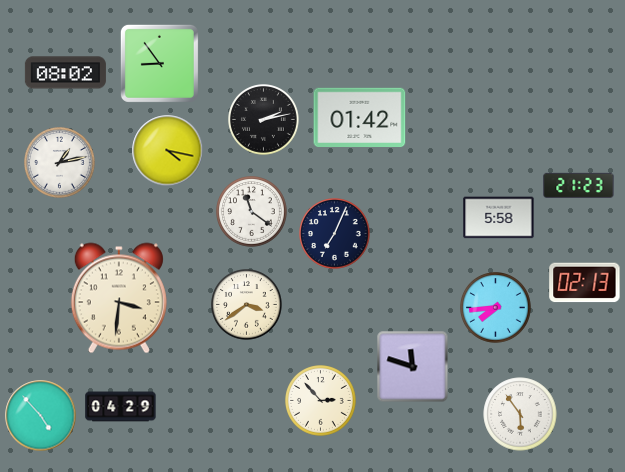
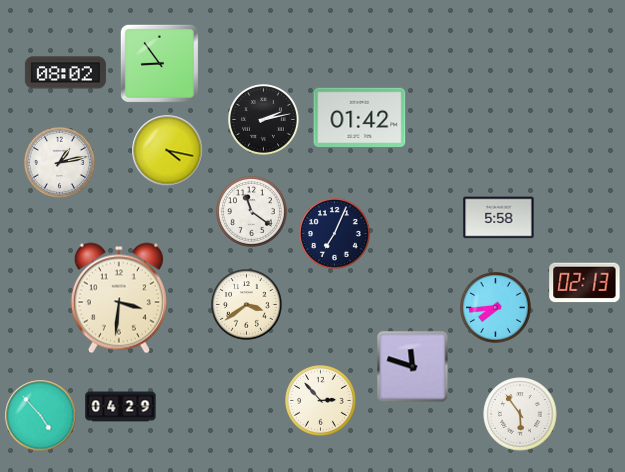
clock at (579, 185): 21:23 -> none
